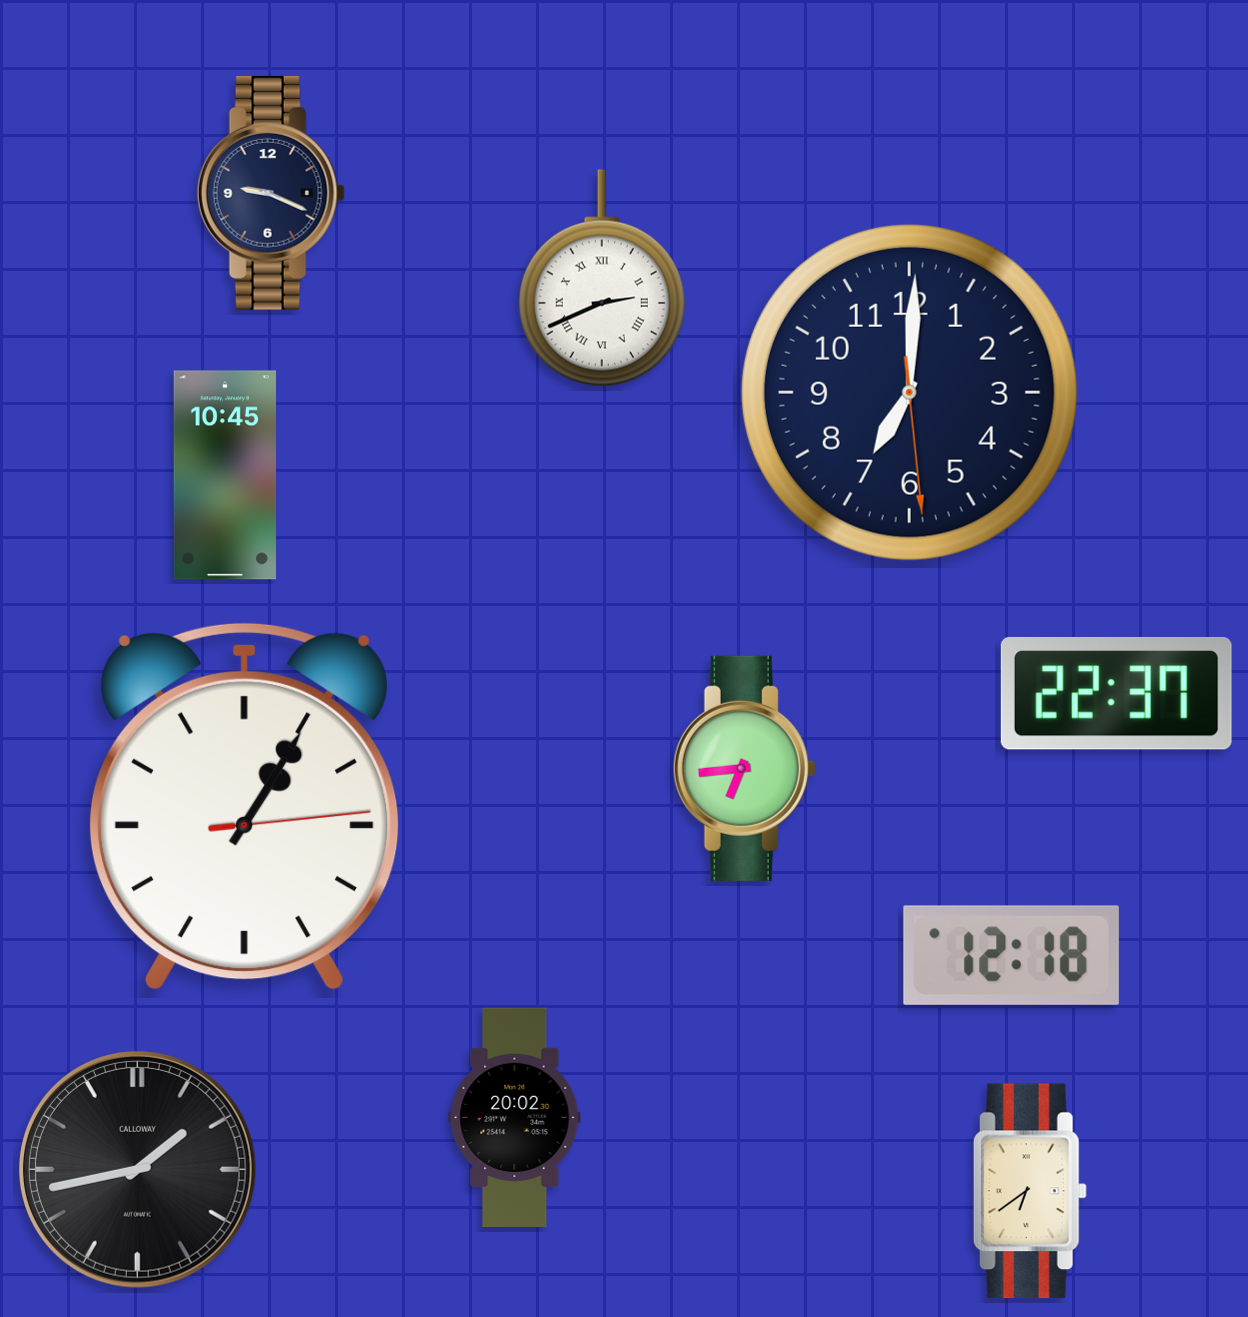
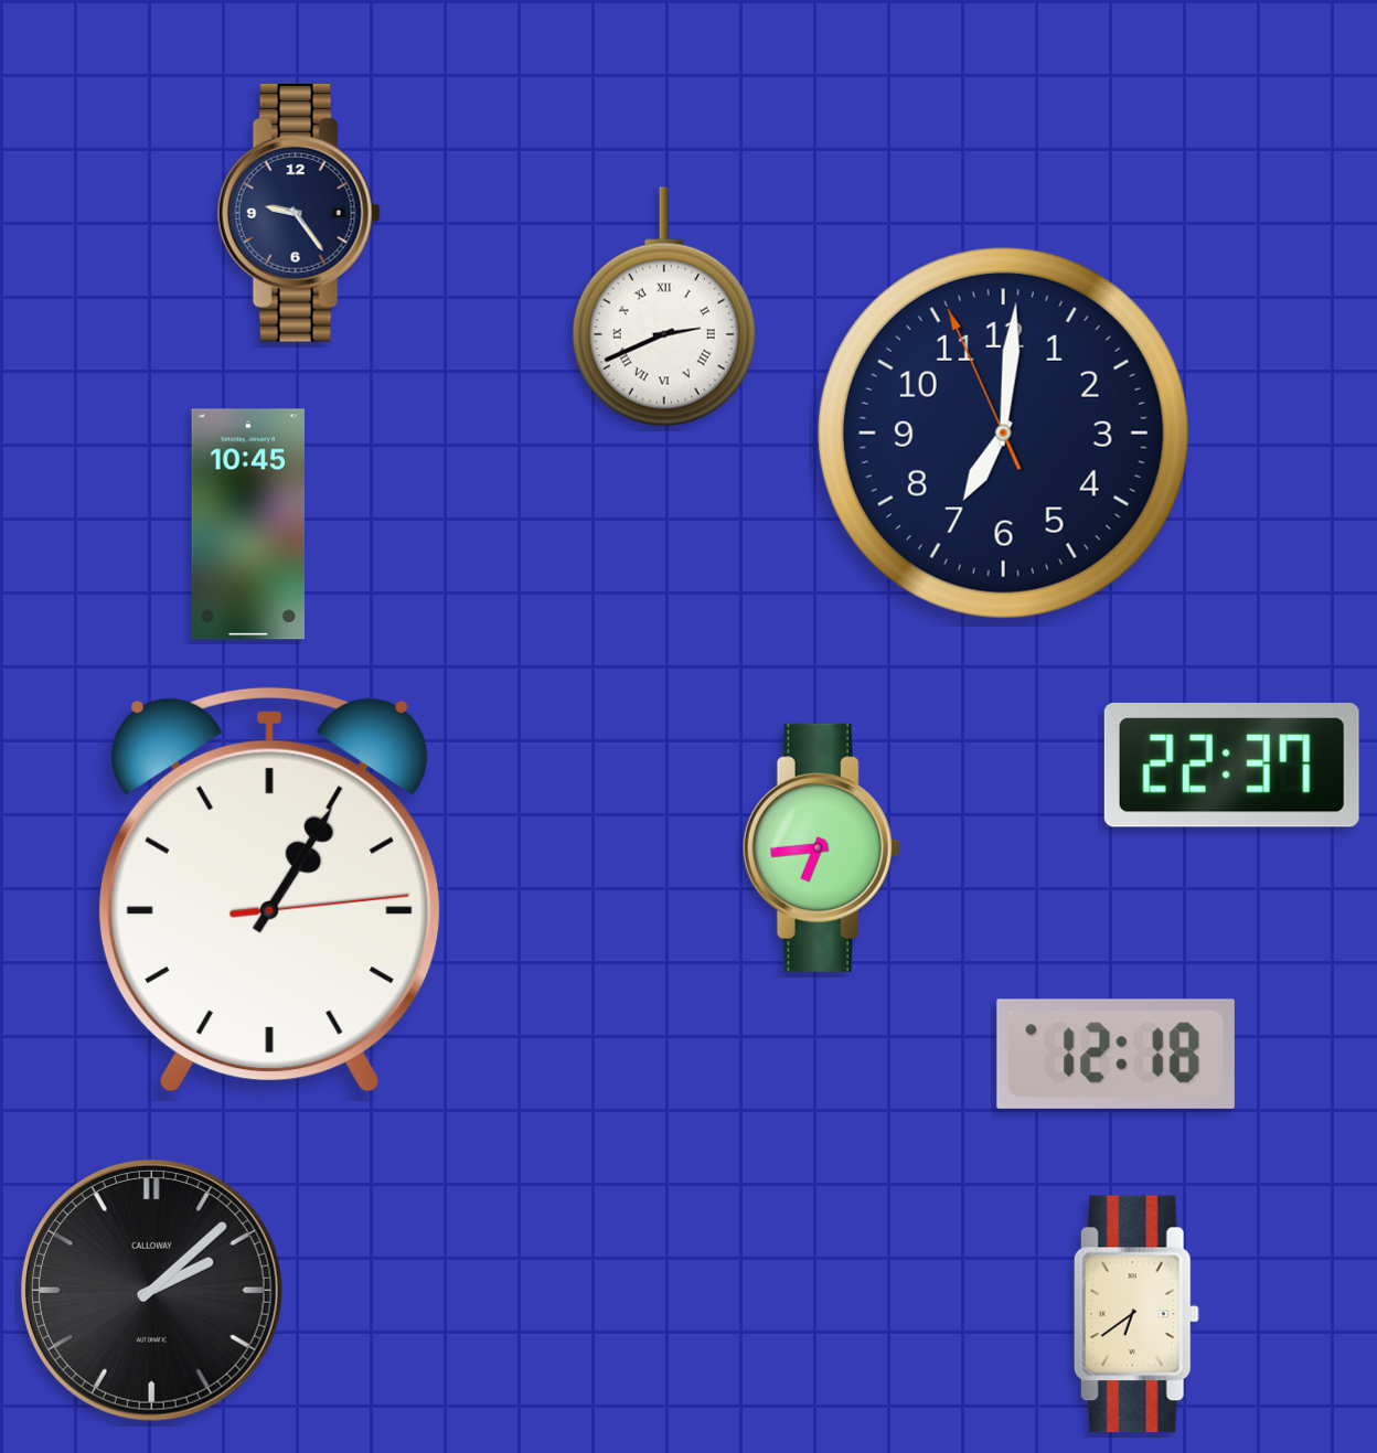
clock at (271, 193): 9:19 -> 9:24
clock at (909, 392): 7:00:29 -> 7:00:56
clock at (515, 1117): 20:02 -> none
clock at (137, 1169): 1:43 -> 2:08
